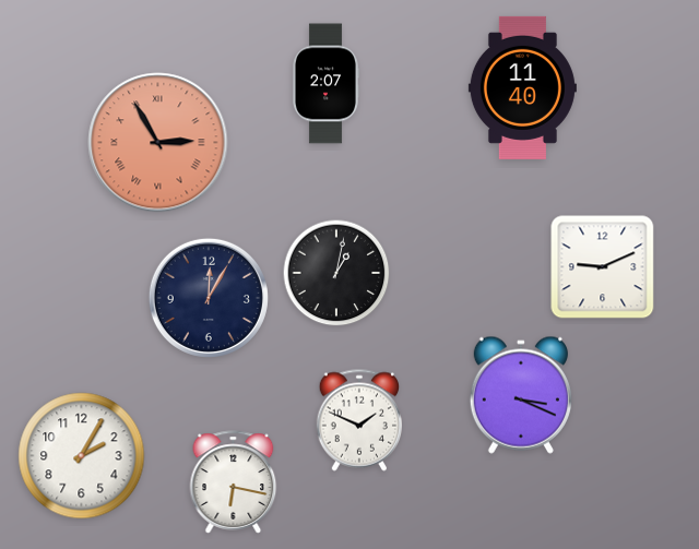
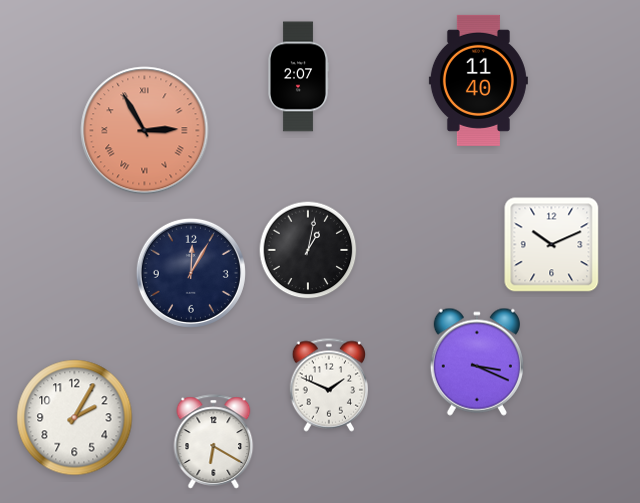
clock at (603, 267): 9:11 -> 10:11
clock at (234, 482): 6:17 -> 6:20
